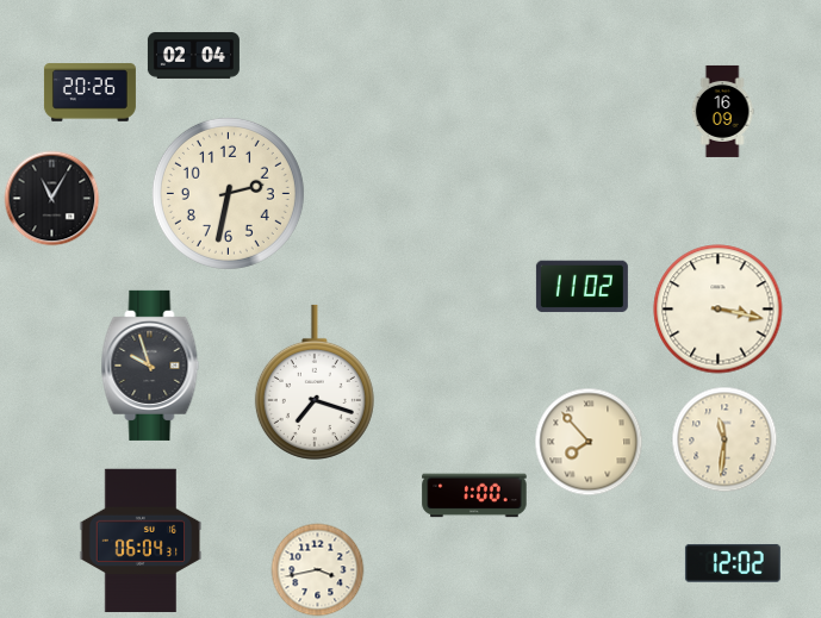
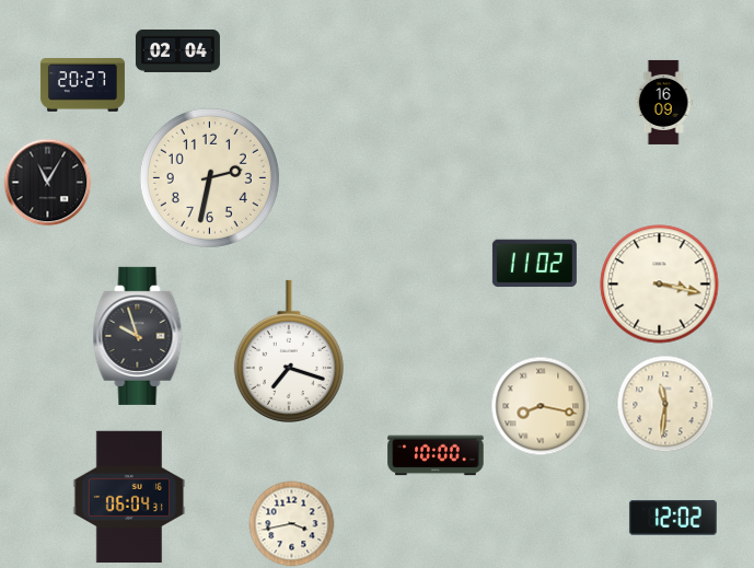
clock at (89, 93): 20:26 -> 20:27
clock at (589, 442): 7:53 -> 8:17
clock at (474, 495): 1:00 -> 10:00
